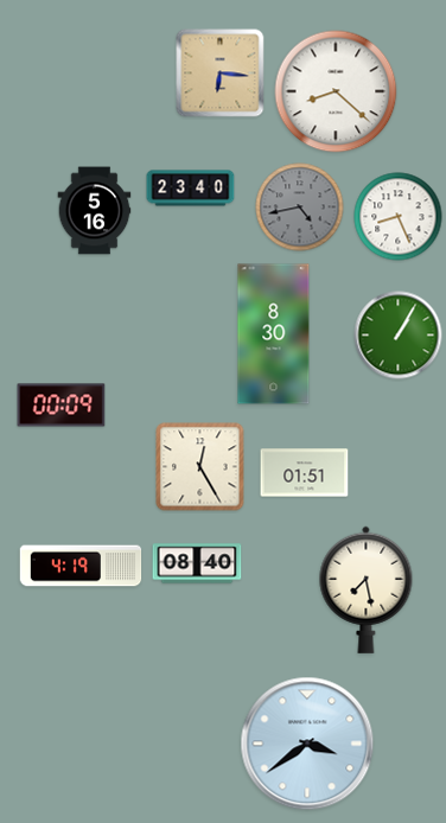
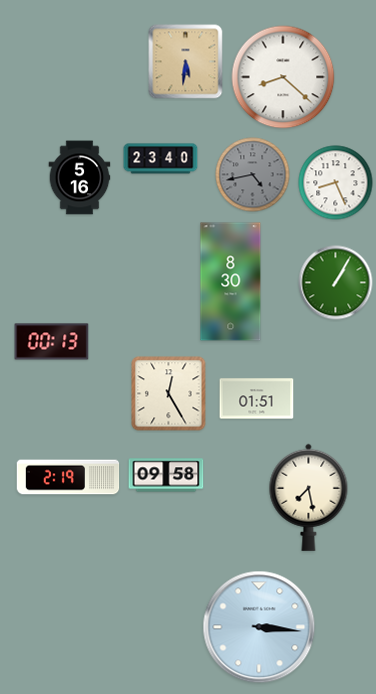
clock at (221, 74): 6:16 -> 5:31
clock at (62, 406): 00:09 -> 00:13
clock at (197, 563): 08:40 -> 09:58
clock at (81, 566): 4:19 -> 2:19
clock at (307, 744): 3:39 -> 3:16
